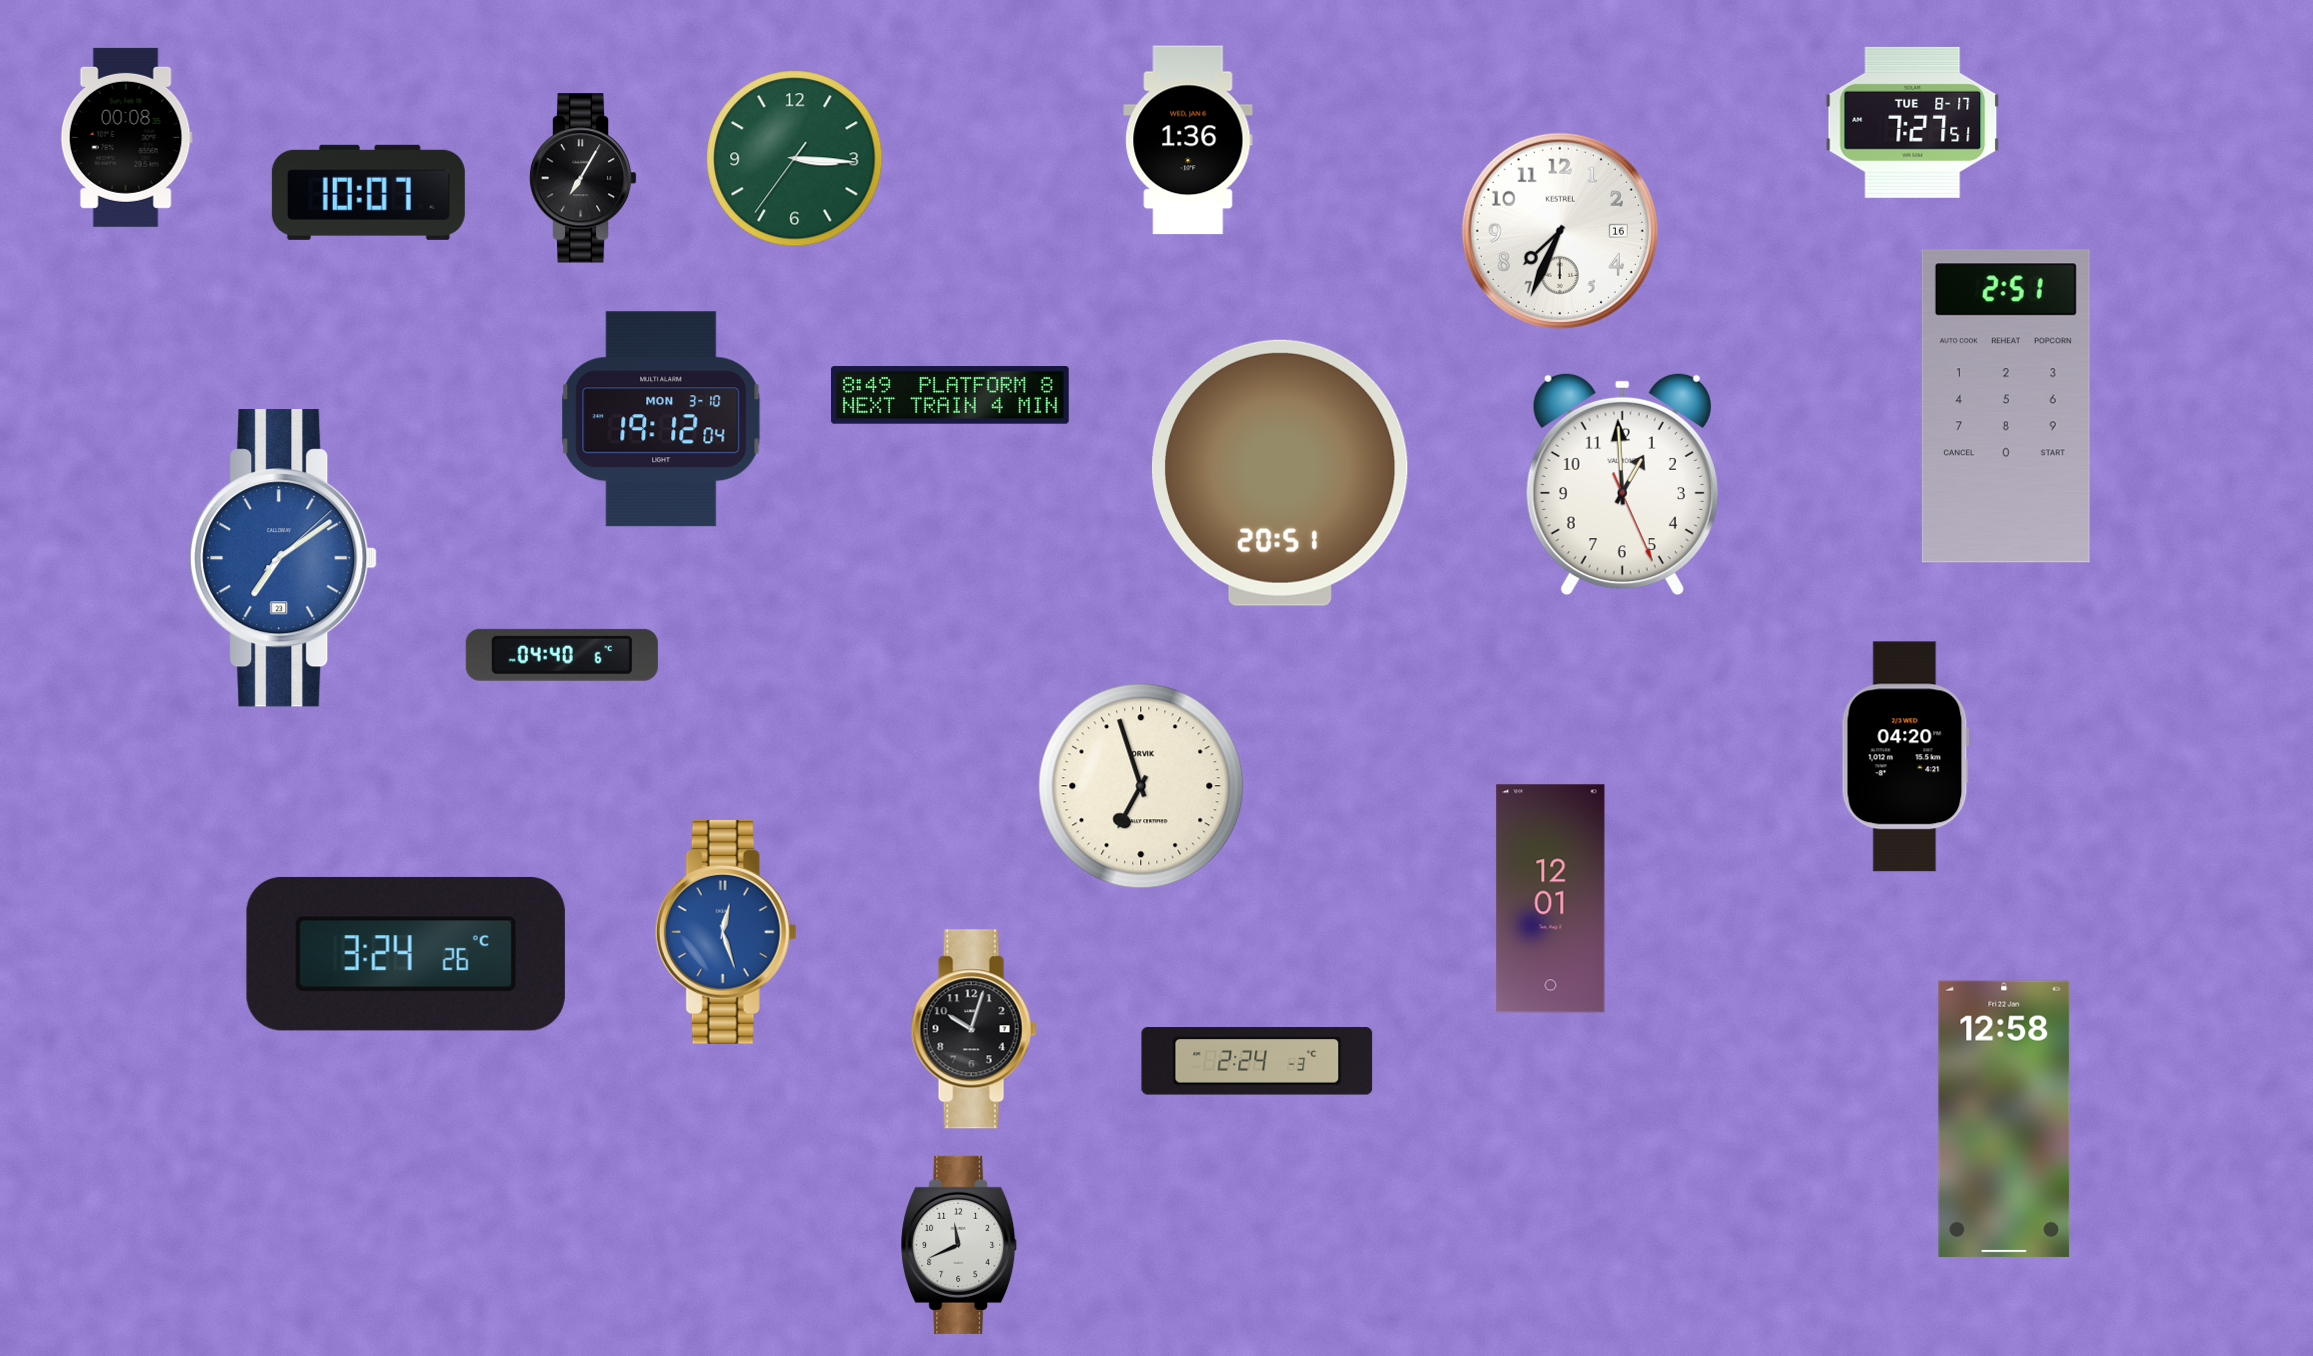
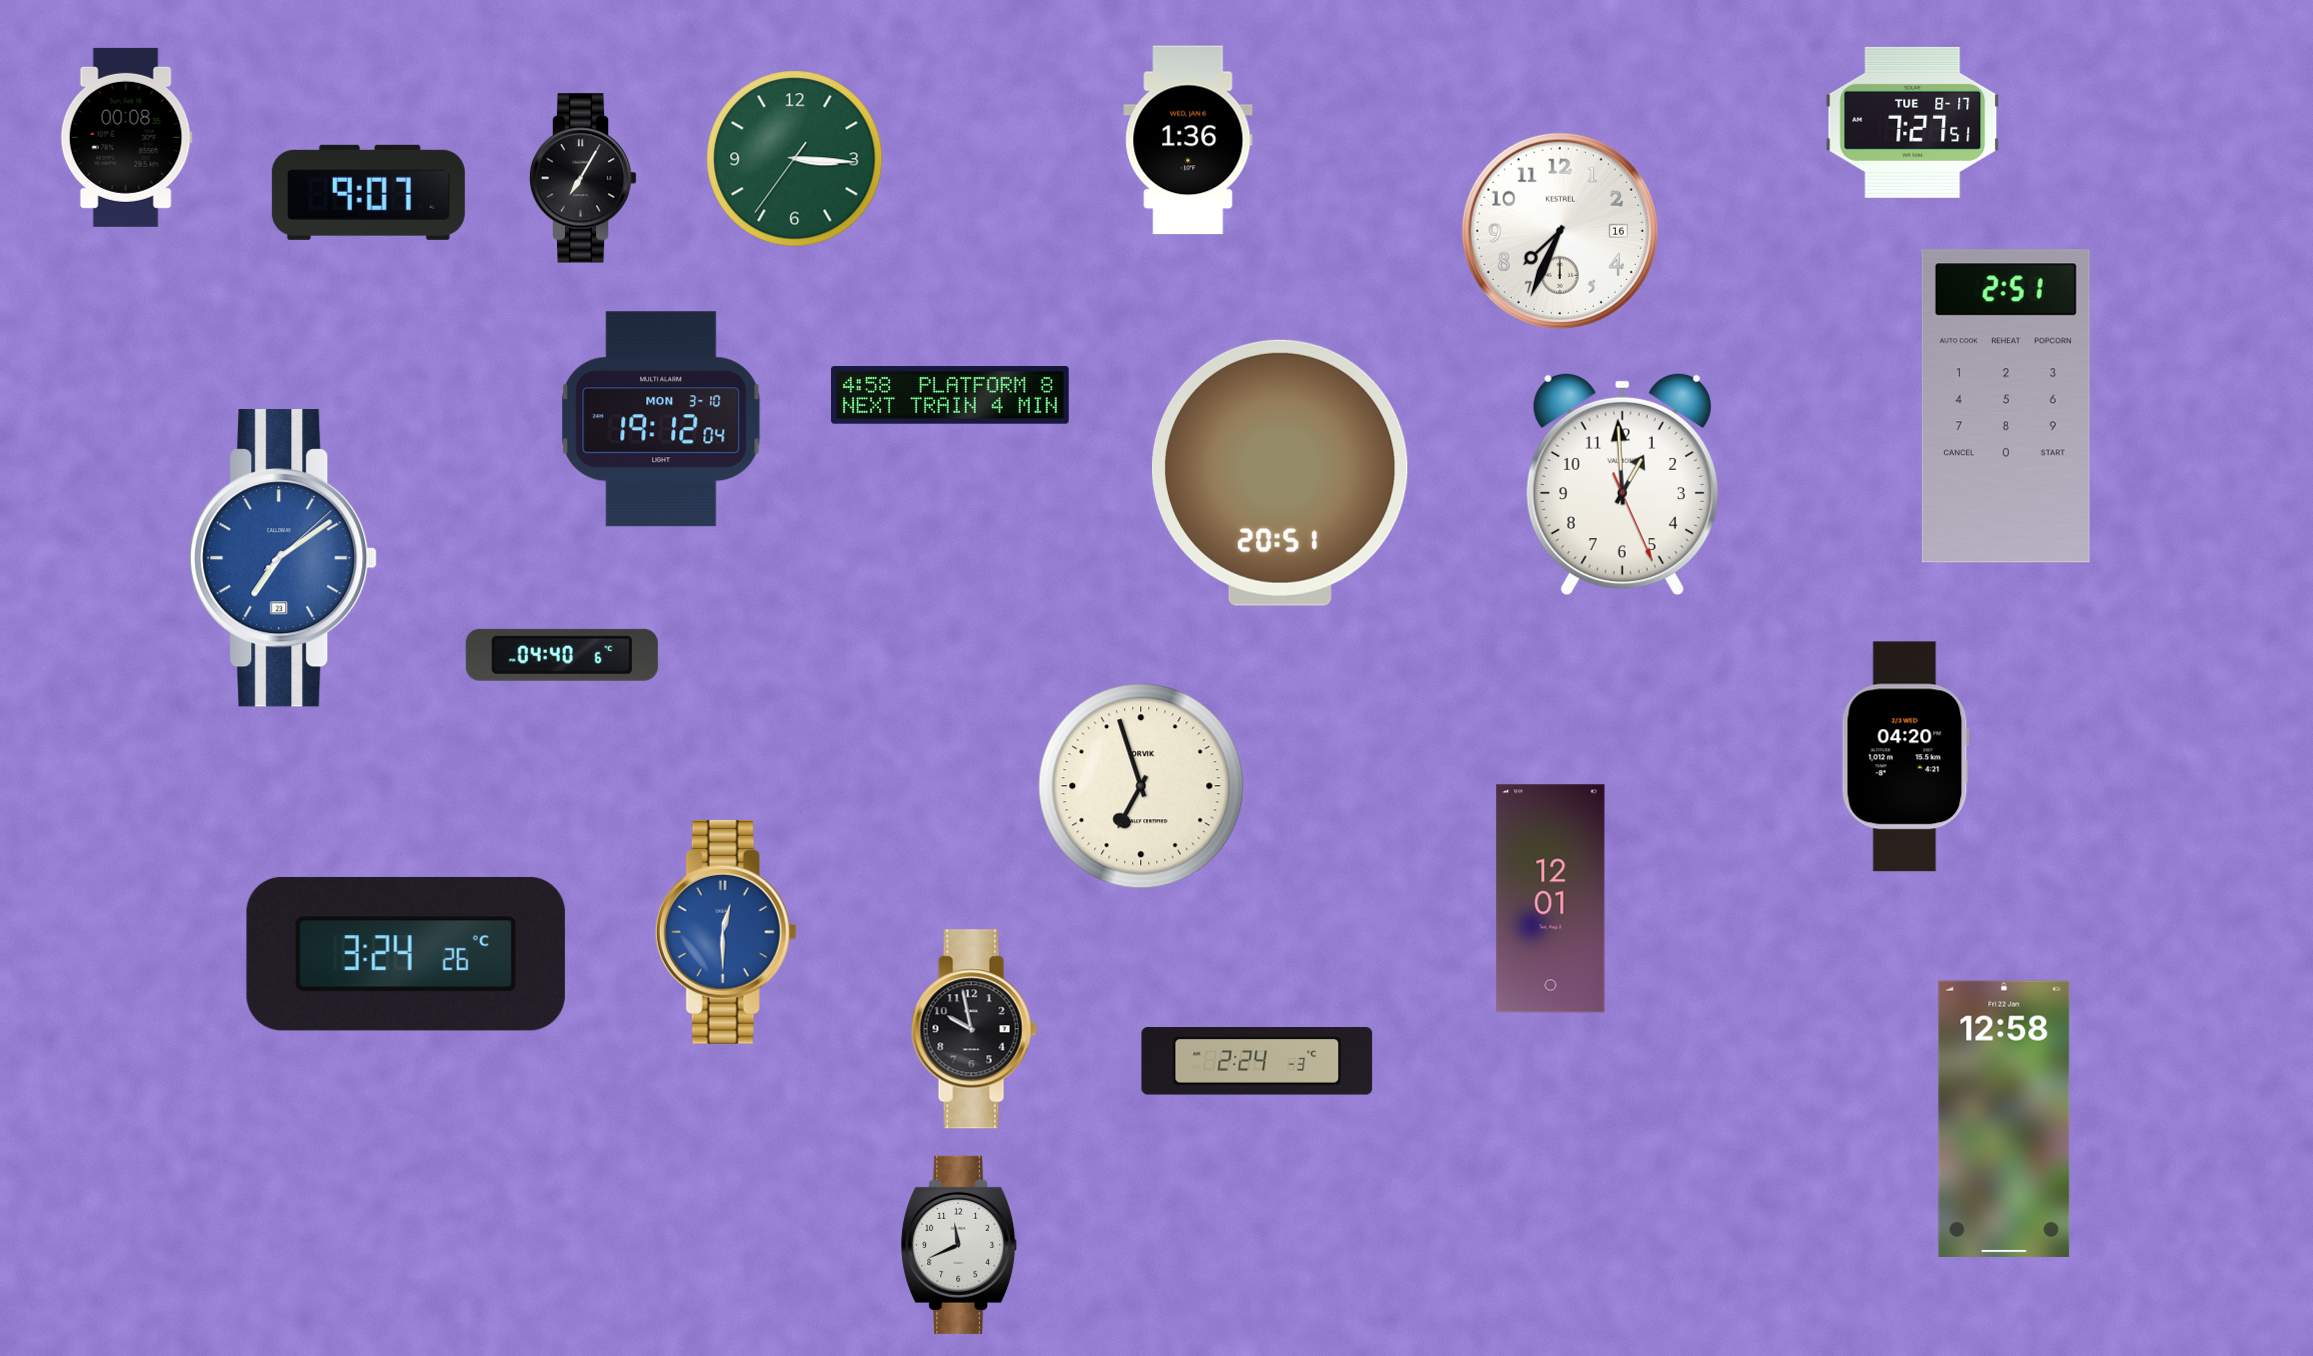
clock at (368, 192): 10:07 -> 9:07
clock at (951, 395): 8:49 -> 4:58
clock at (726, 932): 12:27 -> 12:30
clock at (974, 1029): 10:03 -> 9:58
